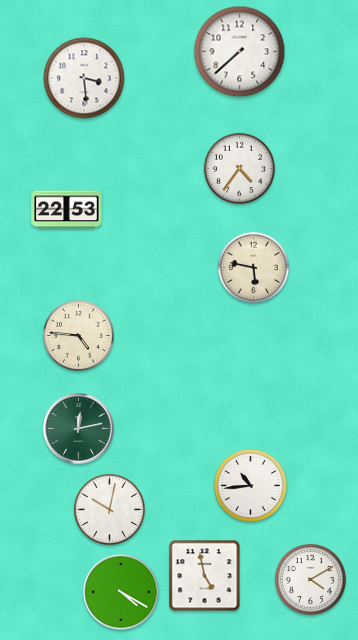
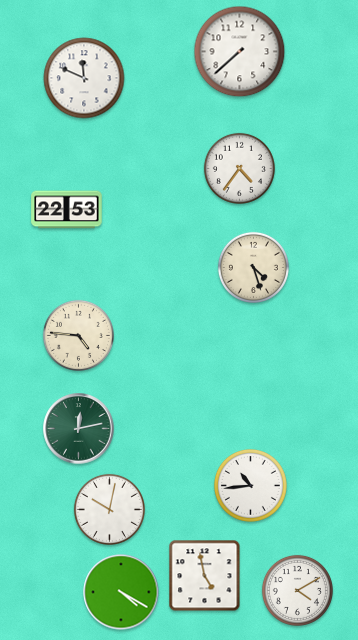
clock at (84, 78): 3:29 -> 11:49
clock at (253, 267): 5:47 -> 4:27
clock at (310, 579) position: (310, 579) -> (297, 590)
